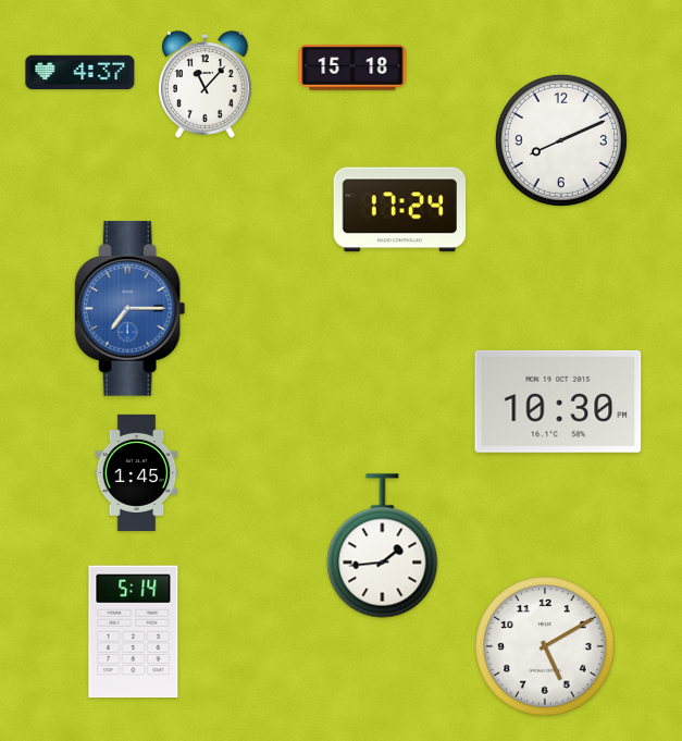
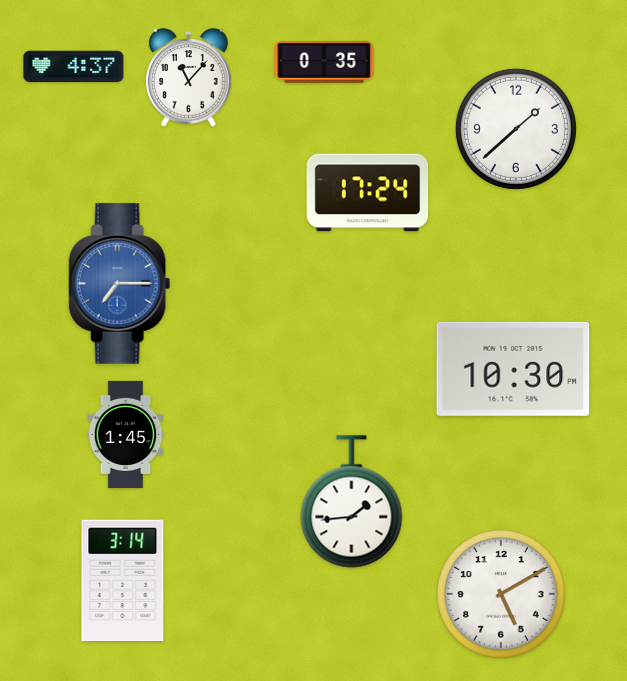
clock at (352, 67): 15:18 -> 0:35
clock at (561, 140): 8:11 -> 1:38
clock at (134, 632): 5:14 -> 3:14
